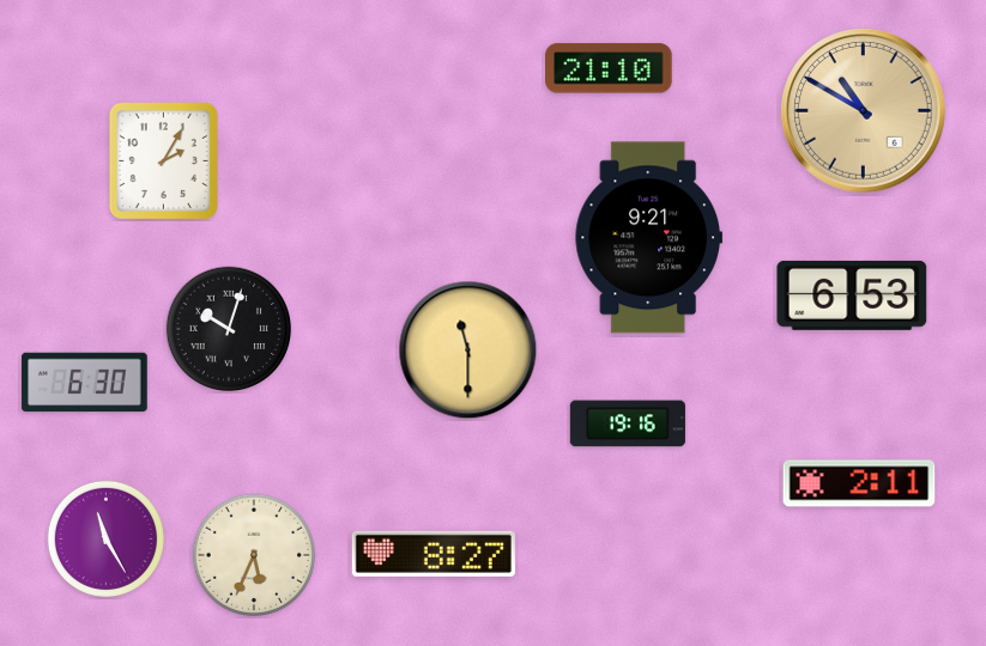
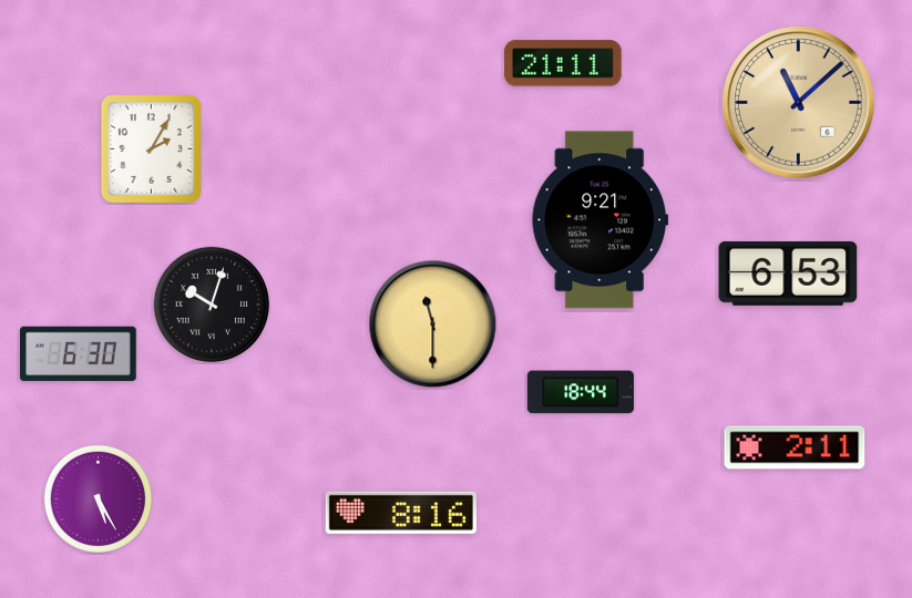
clock at (609, 68): 21:10 -> 21:11
clock at (864, 111): 10:50 -> 11:08
clock at (628, 423): 19:16 -> 18:44
clock at (105, 538): 11:25 -> 5:25
clock at (434, 554): 8:27 -> 8:16
clock at (254, 555): 5:34 -> none
